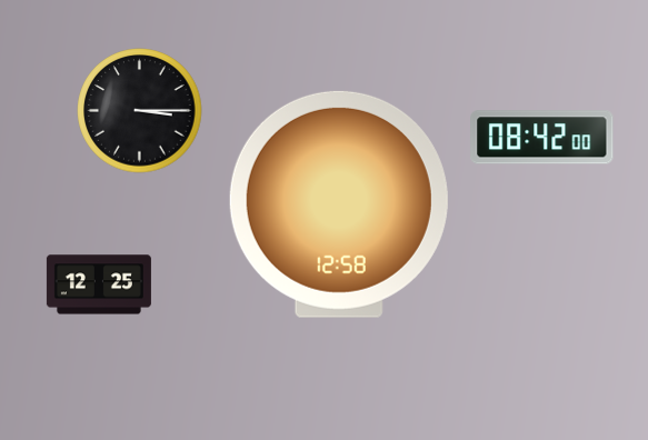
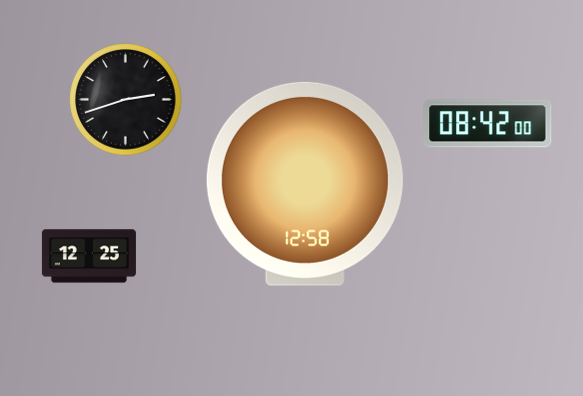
clock at (140, 111): 3:15 -> 2:42
